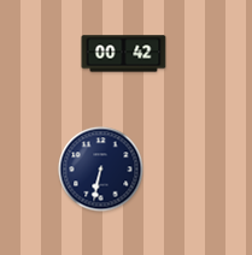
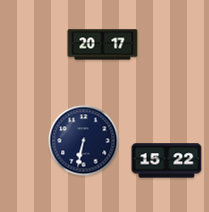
clock at (124, 54): 00:42 -> 20:17
clock at (167, 161): none -> 15:22
